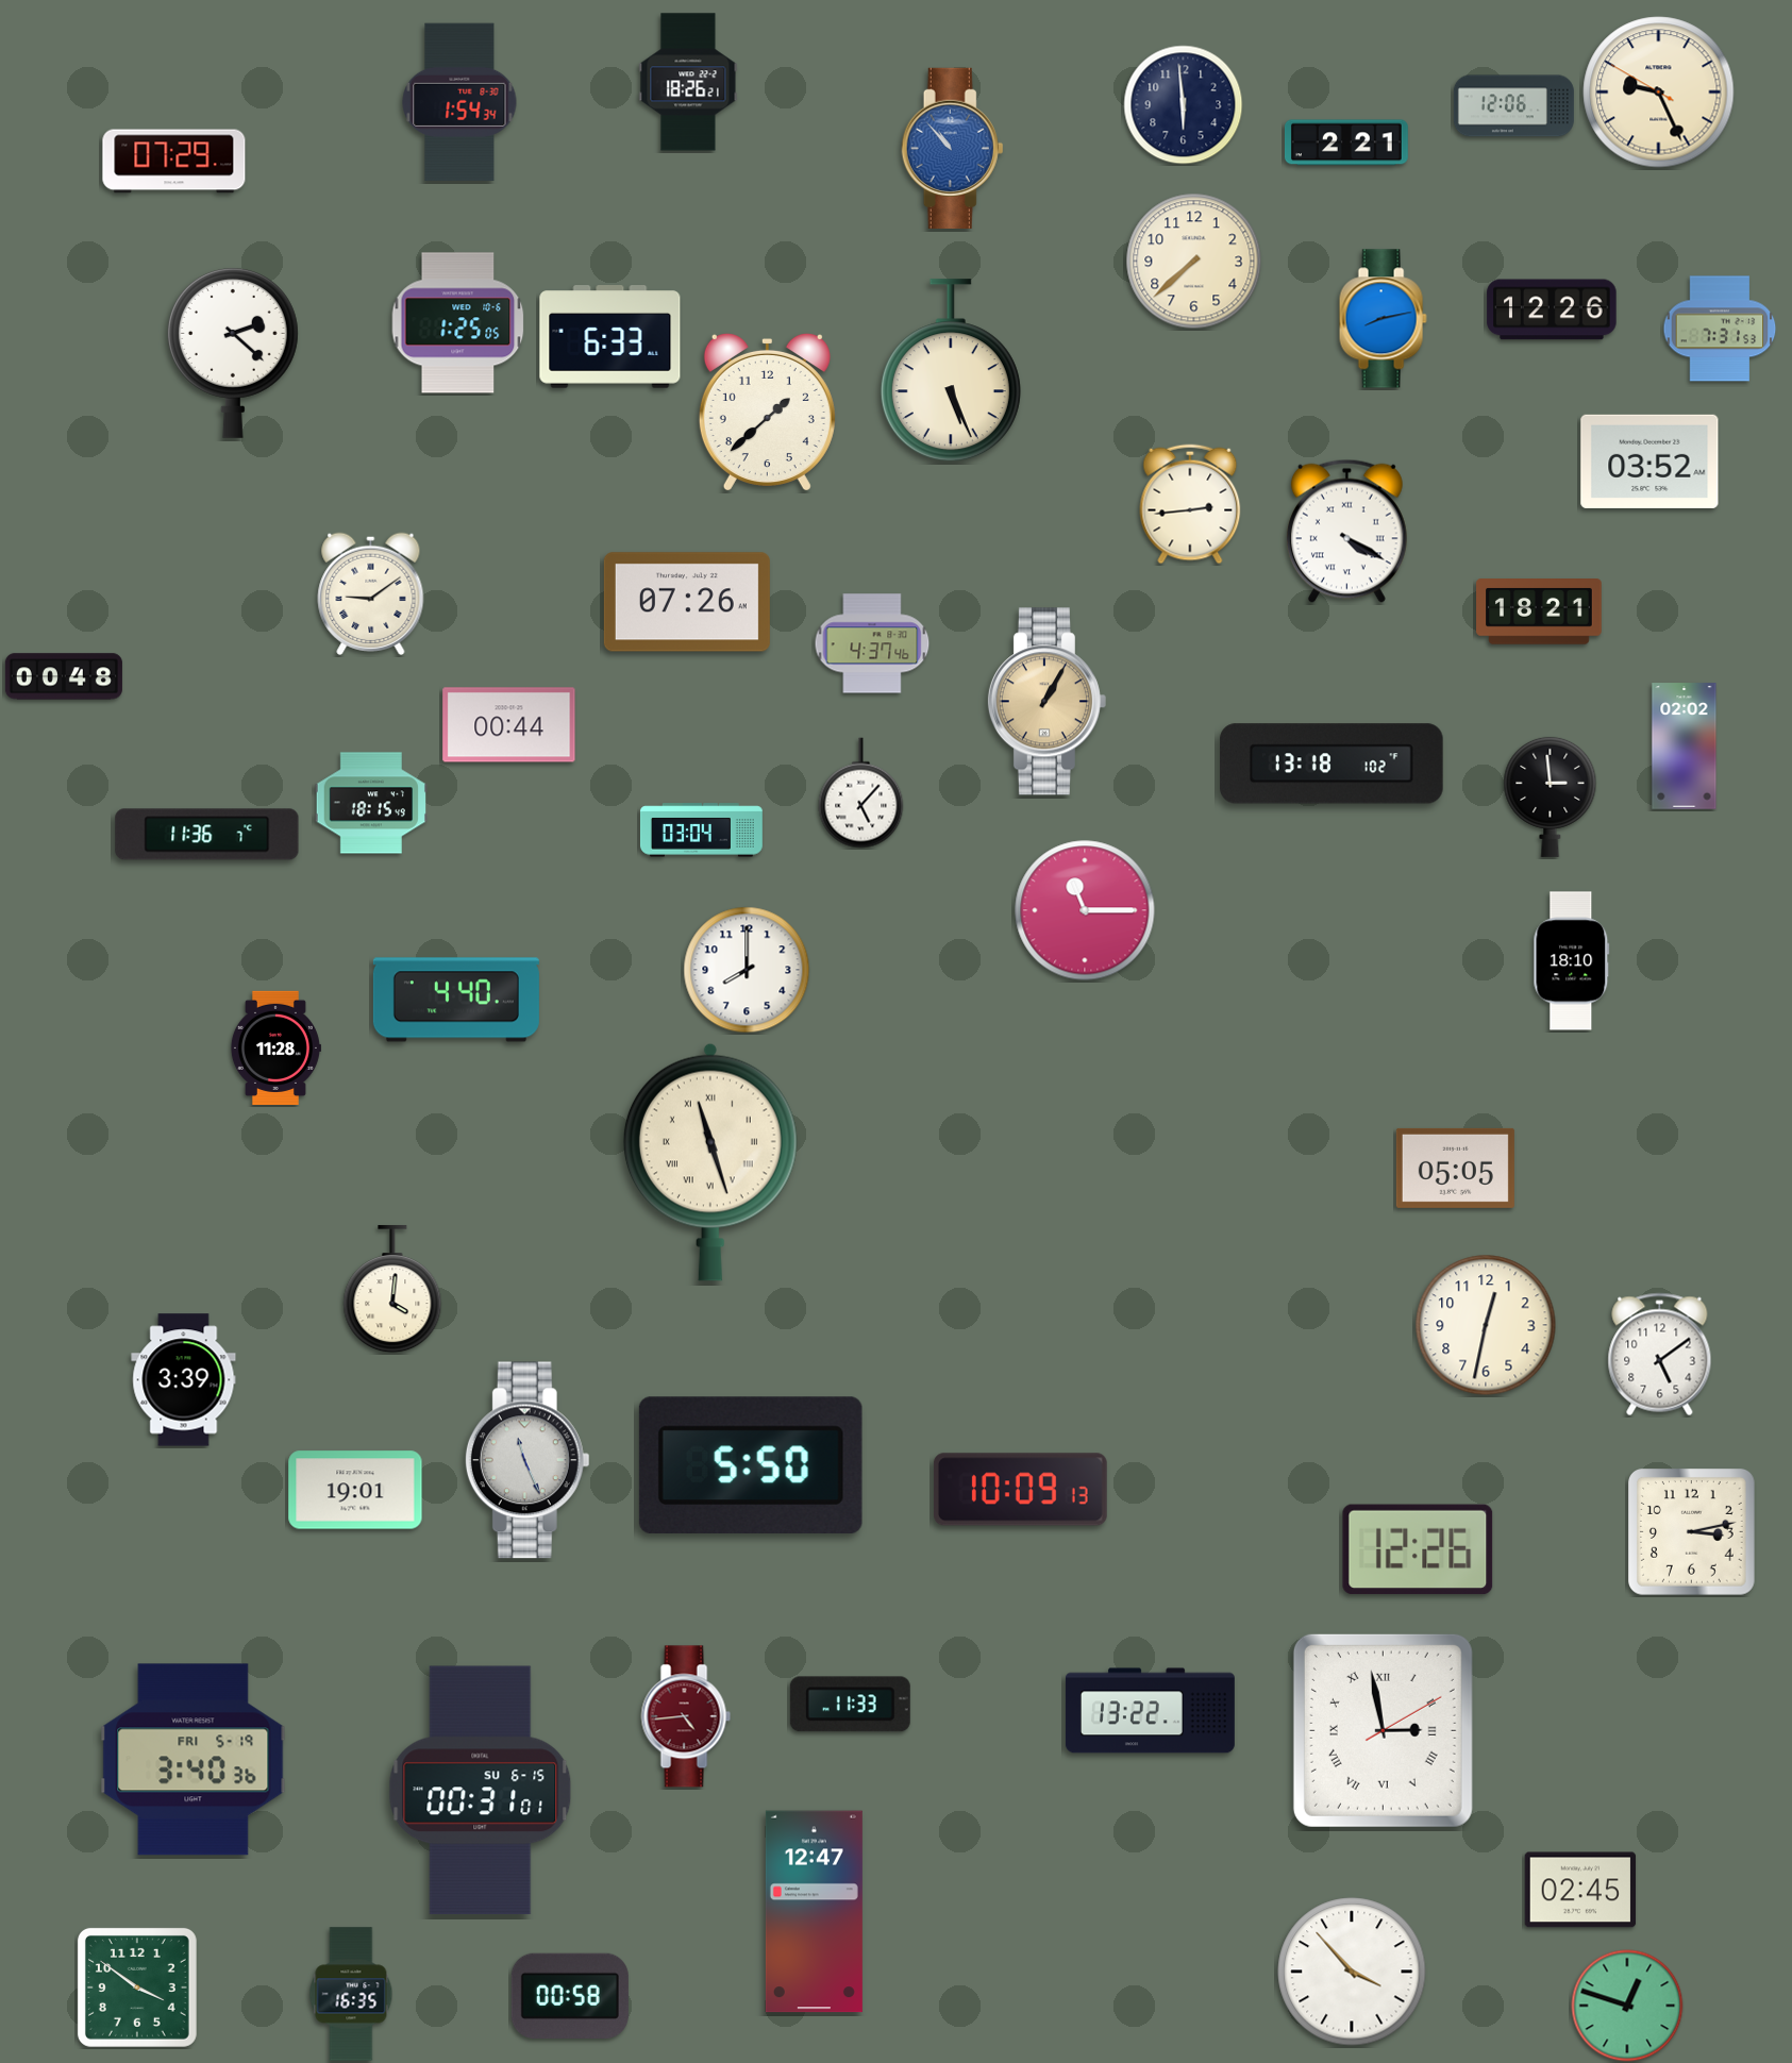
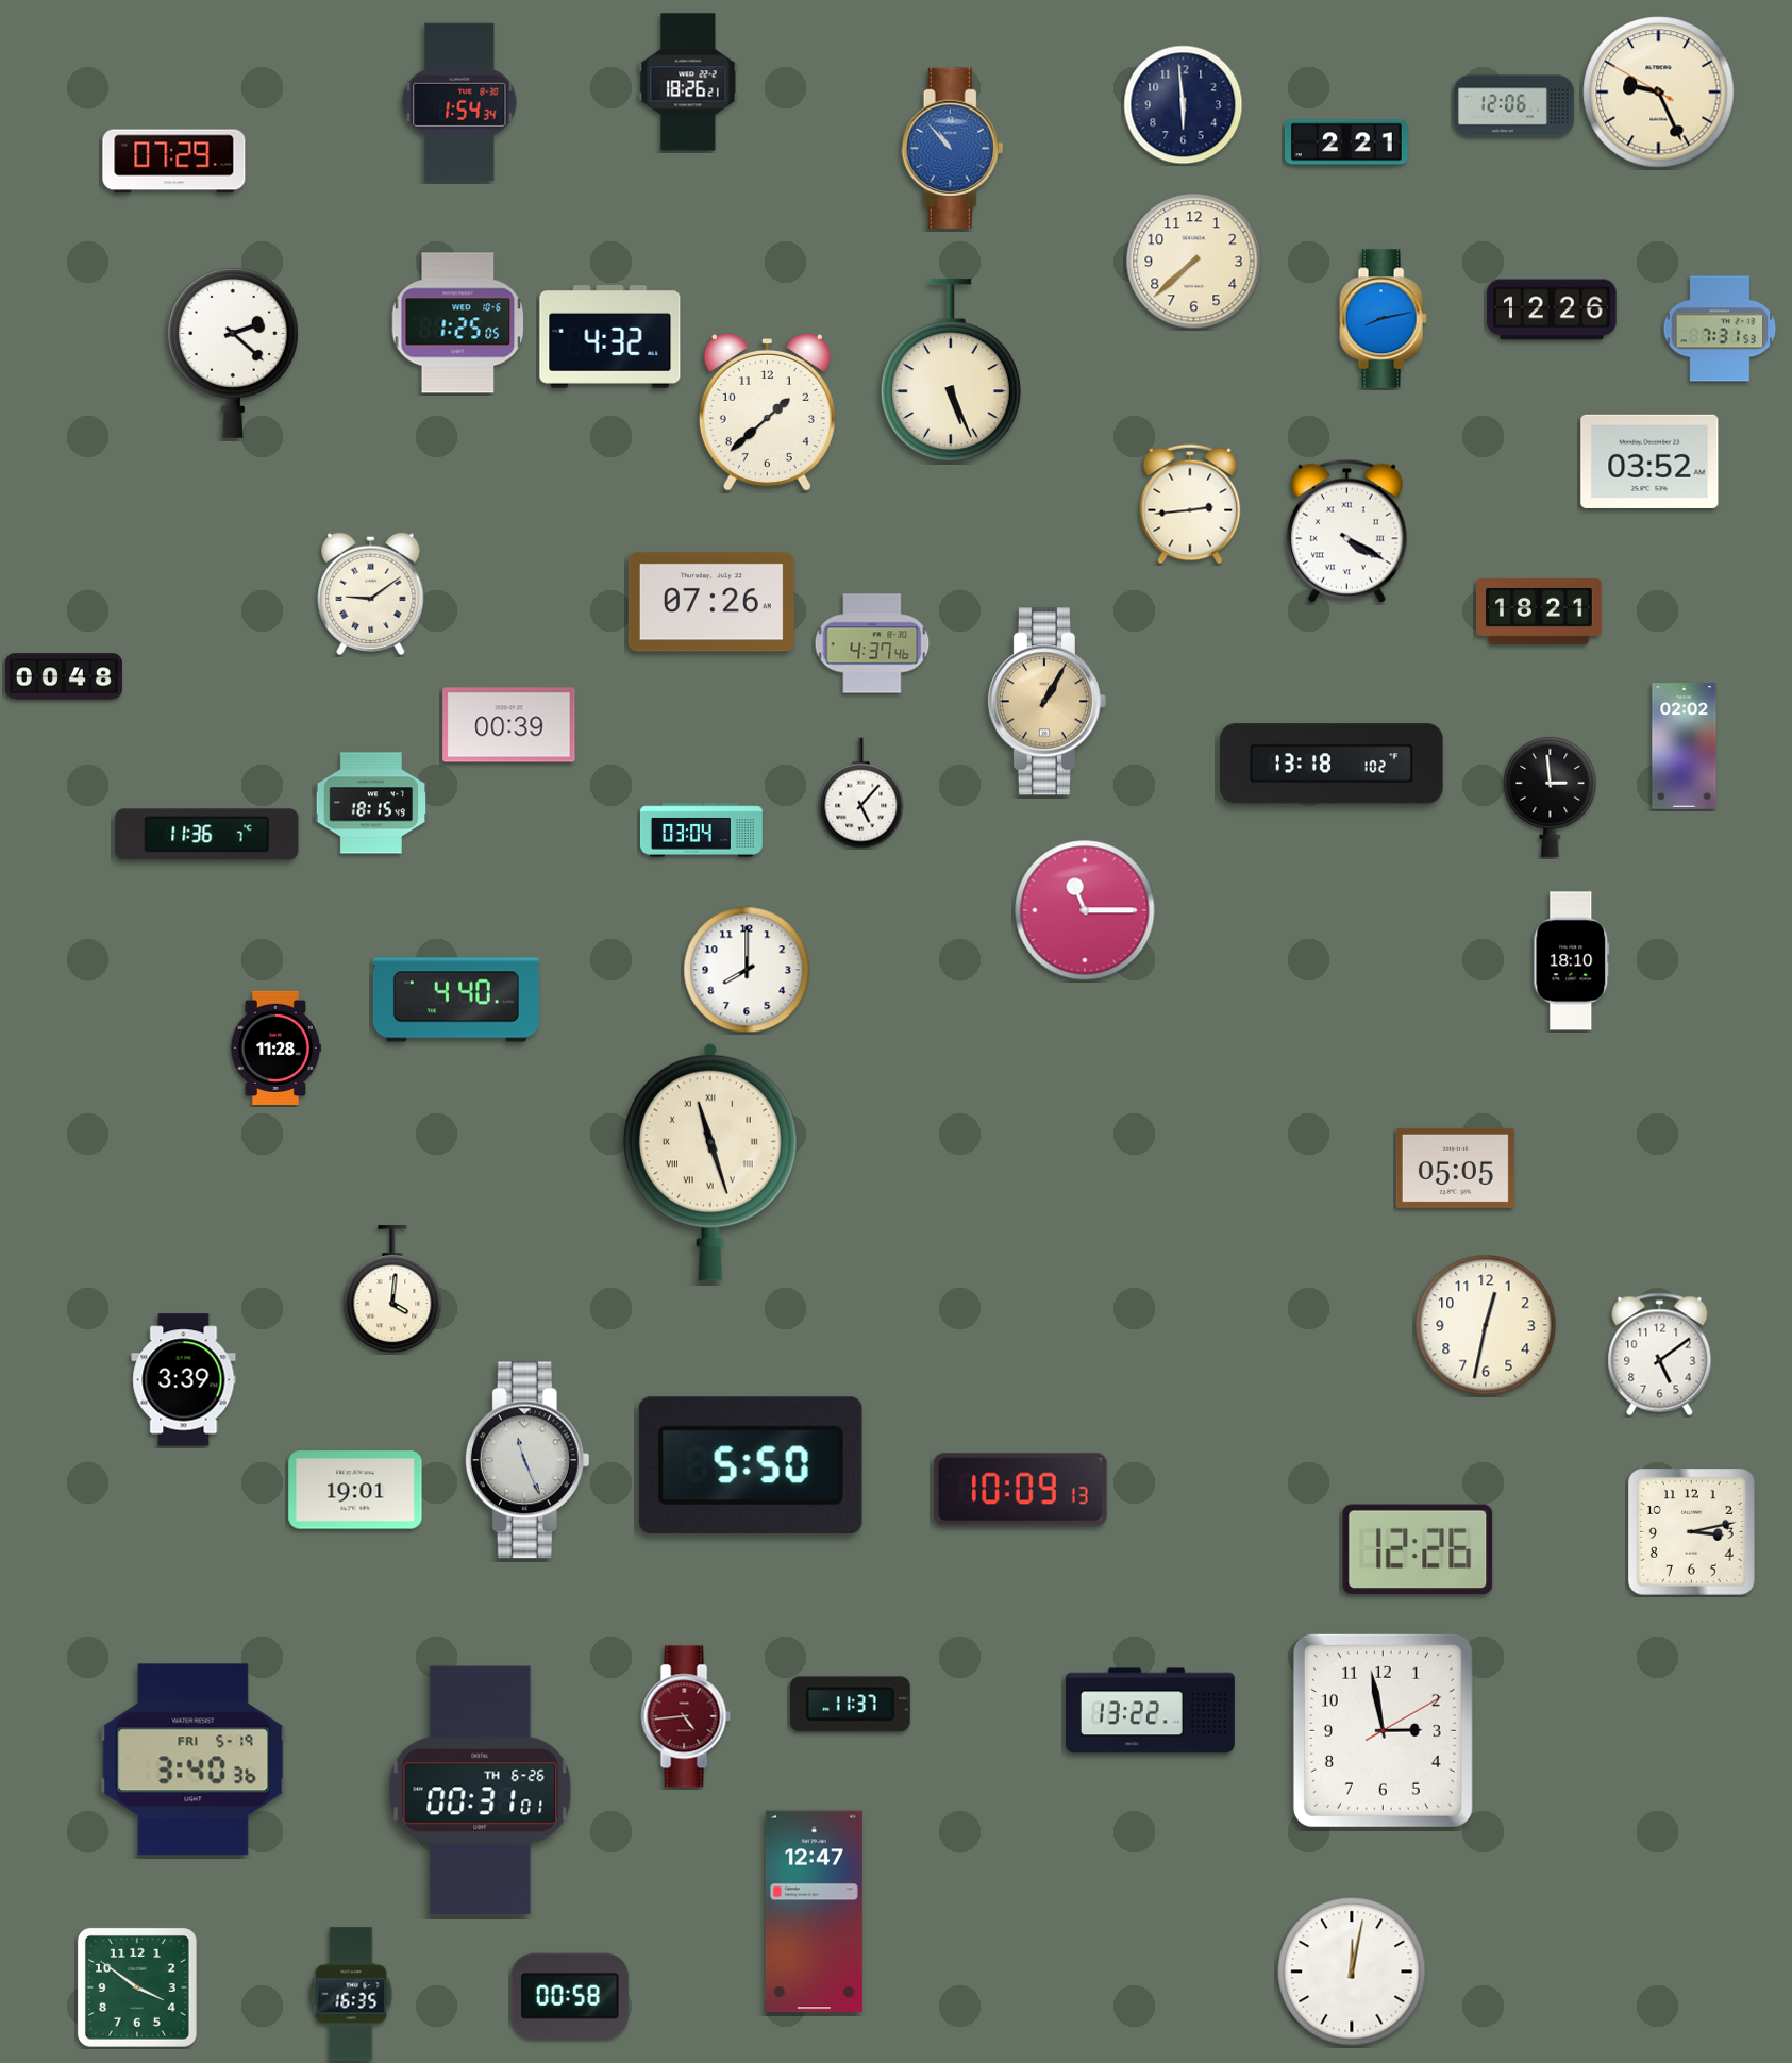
clock at (610, 337): 6:33 -> 4:32
clock at (687, 602) position: (687, 602) -> (711, 602)
clock at (509, 725): 00:44 -> 00:39
clock at (850, 1705): 11:33 -> 11:37
clock at (1383, 1730) numerals: Roman -> Arabic
clock at (481, 1791) date: SU 6-15 -> TH 6-26
clock at (1580, 1890): 02:45 -> none
clock at (1352, 1972): 3:53 -> 12:02
clock at (1627, 2006): 12:48 -> none
